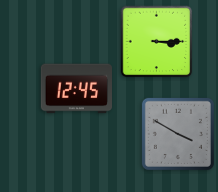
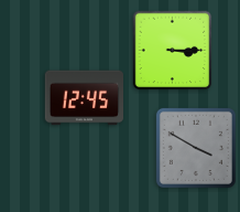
clock at (157, 42) position: (157, 42) -> (173, 51)
